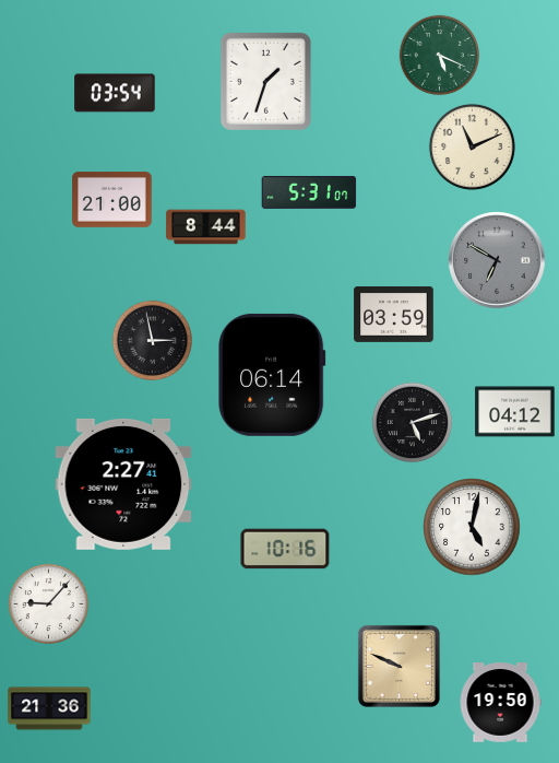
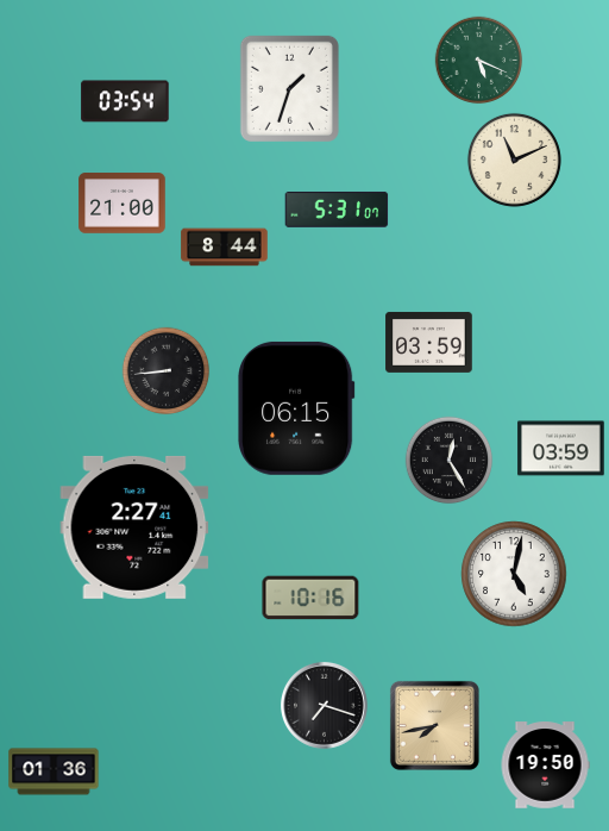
clock at (112, 200) position: (112, 200) -> (123, 204)
clock at (497, 260): 6:50 -> none
clock at (153, 341): 2:58 -> 8:44
clock at (273, 375): 06:14 -> 06:15
clock at (515, 412): 04:12 -> 03:59
clock at (413, 423): 5:12 -> 12:25
clock at (49, 604): 9:07 -> none
clock at (325, 705): none -> 7:18
clock at (399, 666): 9:49 -> 7:43
clock at (49, 708): 21:36 -> 01:36
